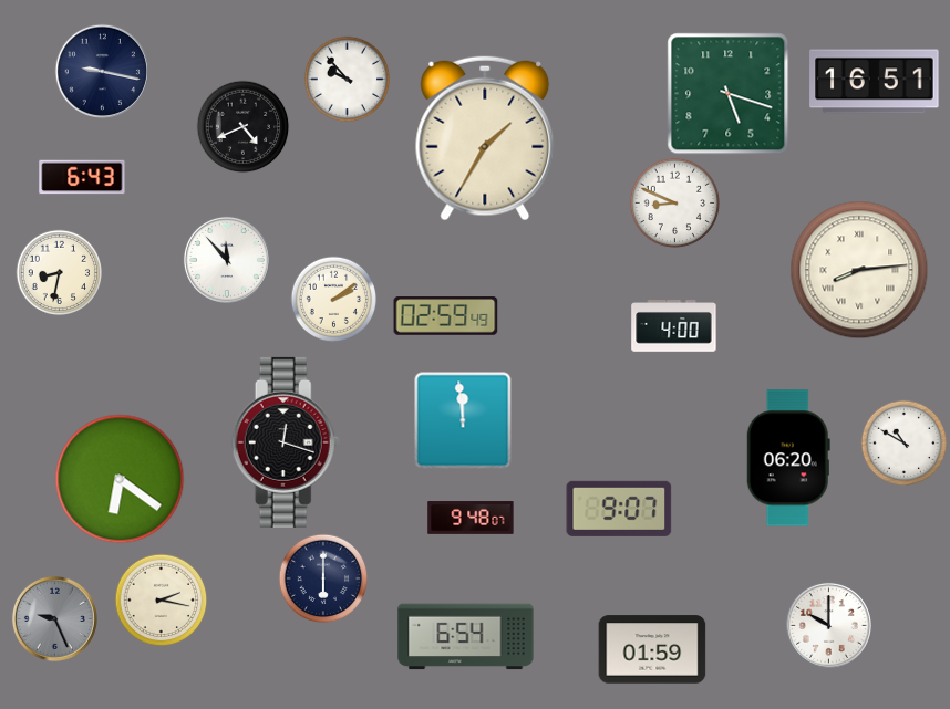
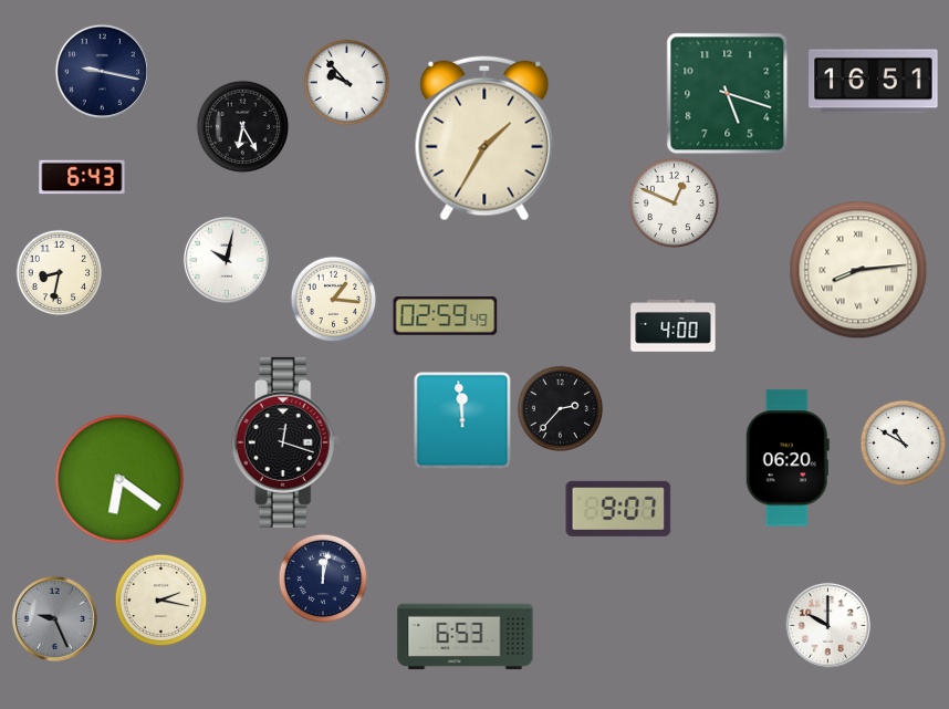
clock at (347, 79) position: (347, 79) -> (346, 82)
clock at (242, 126): 4:41 -> 6:25
clock at (674, 202): 8:49 -> 12:49
clock at (227, 260): 11:53 -> 10:02
clock at (333, 299): 2:09 -> 1:16
clock at (560, 408): none -> 2:37
clock at (471, 518): 9:48 -> none
clock at (323, 578): 6:00 -> 12:02
clock at (466, 637): 6:54 -> 6:53
clock at (652, 649): 01:59 -> none
